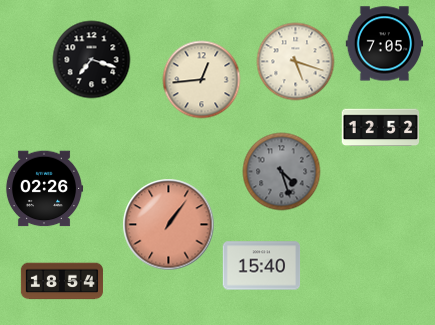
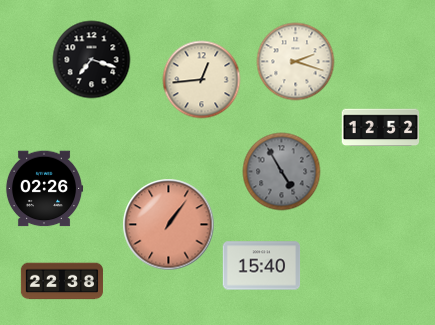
clock at (384, 44): 7:05 -> none
clock at (295, 61): 5:18 -> 2:18
clock at (281, 171): 4:27 -> 4:55
clock at (62, 281): 18:54 -> 22:38
